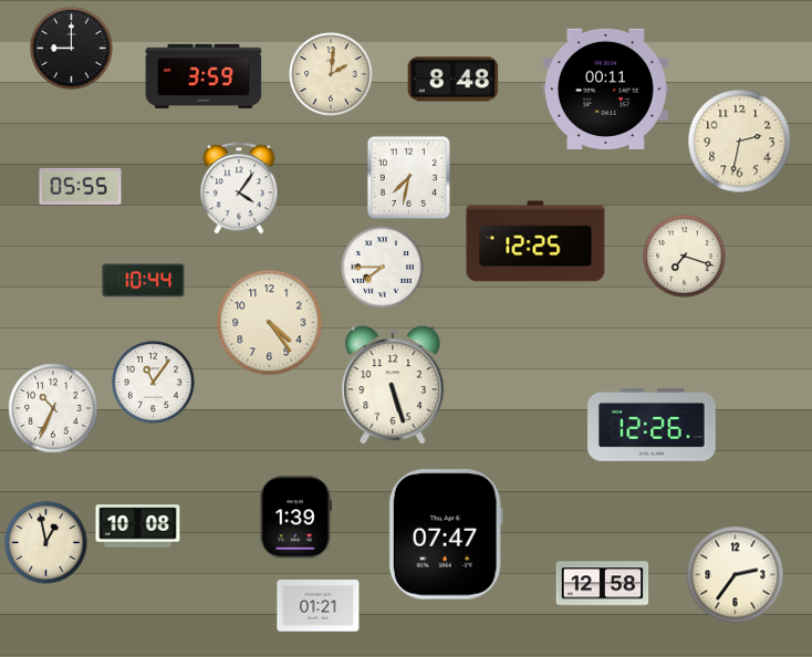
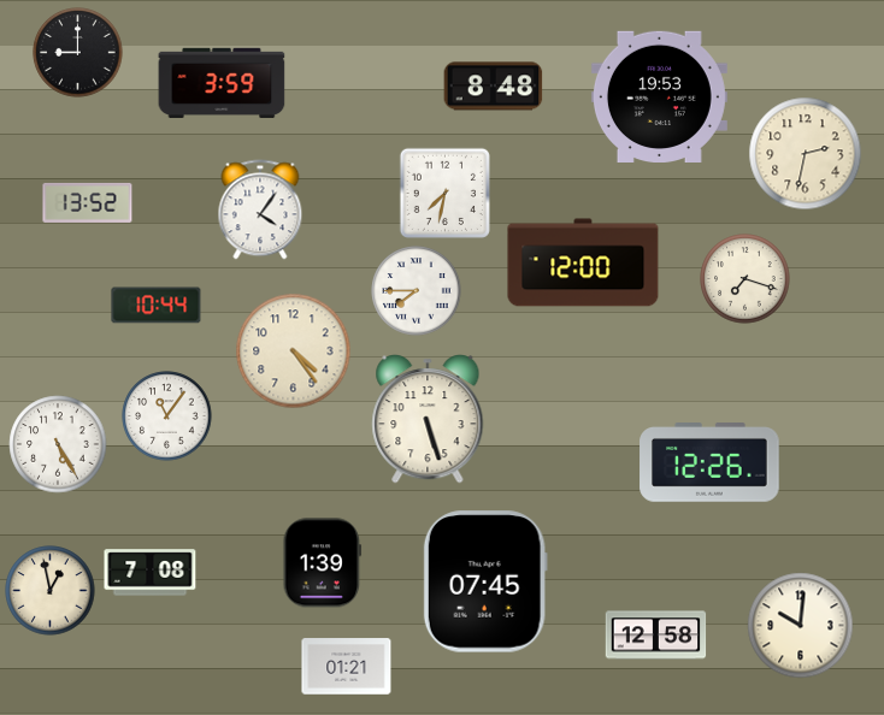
clock at (331, 74): 2:01 -> none
clock at (605, 88): 00:11 -> 19:53
clock at (81, 186): 05:55 -> 13:52
clock at (239, 188) position: (239, 188) -> (260, 209)
clock at (535, 241): 12:25 -> 12:00
clock at (53, 408): 10:34 -> 5:25
clock at (138, 526): 10:08 -> 7:08
clock at (446, 534): 07:47 -> 07:45
clock at (736, 575): 2:36 -> 10:01
clock at (319, 606) position: (319, 606) -> (347, 667)
